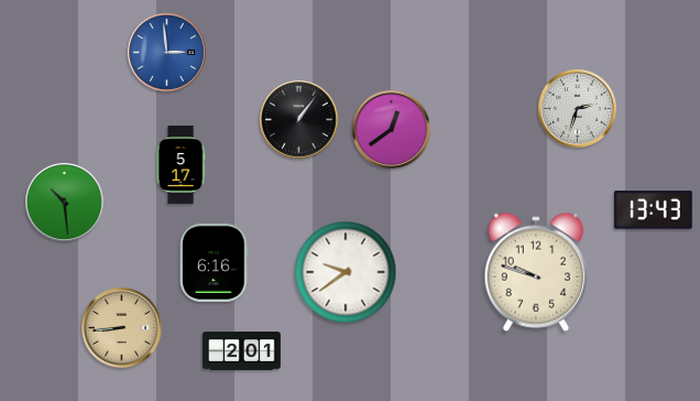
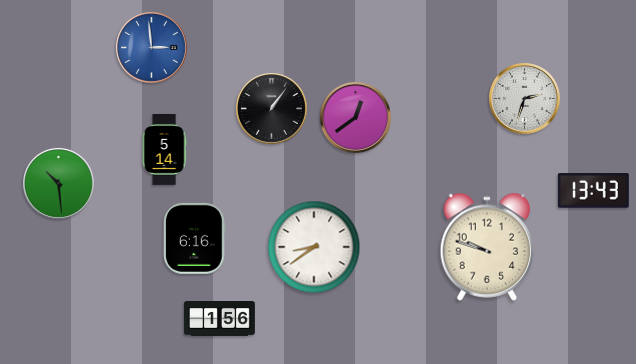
clock at (181, 164): 5:17 -> 5:14
clock at (346, 272): 9:39 -> 8:39
clock at (122, 328): 8:44 -> none
clock at (241, 351): 2:01 -> 1:56
